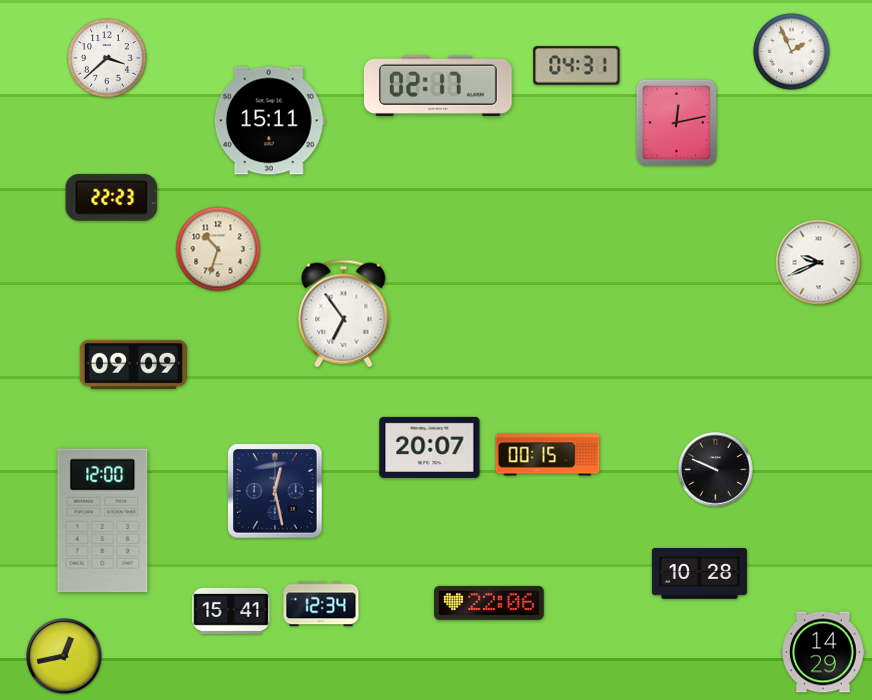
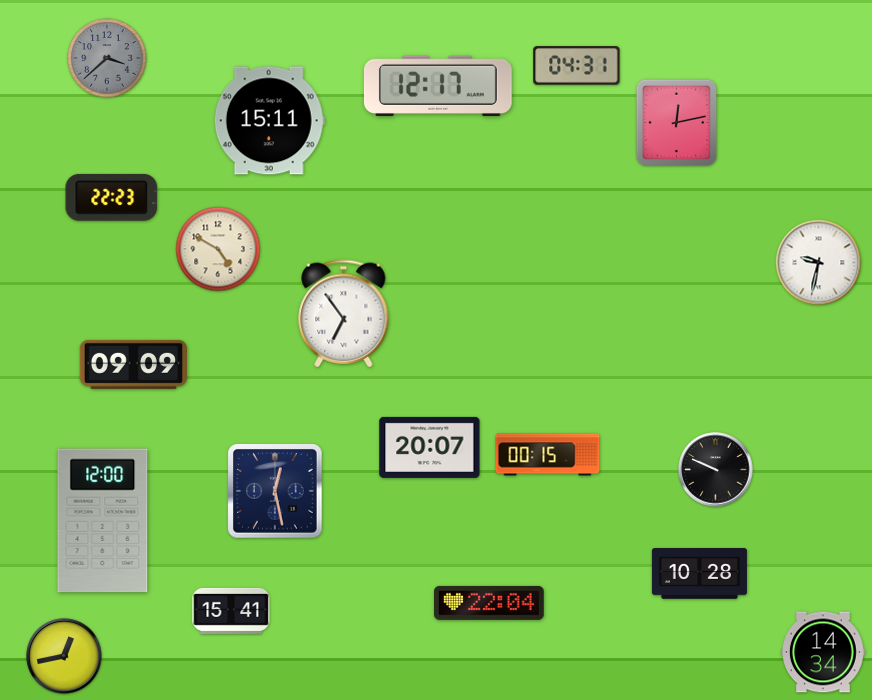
clock at (792, 52): 1:56 -> none
clock at (107, 58) dial: white -> grey
clock at (438, 85): 02:17 -> 12:17
clock at (218, 249): 10:33 -> 4:50
clock at (819, 263): 9:41 -> 9:32
clock at (489, 603): 22:06 -> 22:04
clock at (321, 604): 12:34 -> none
clock at (824, 652): 14:29 -> 14:34
